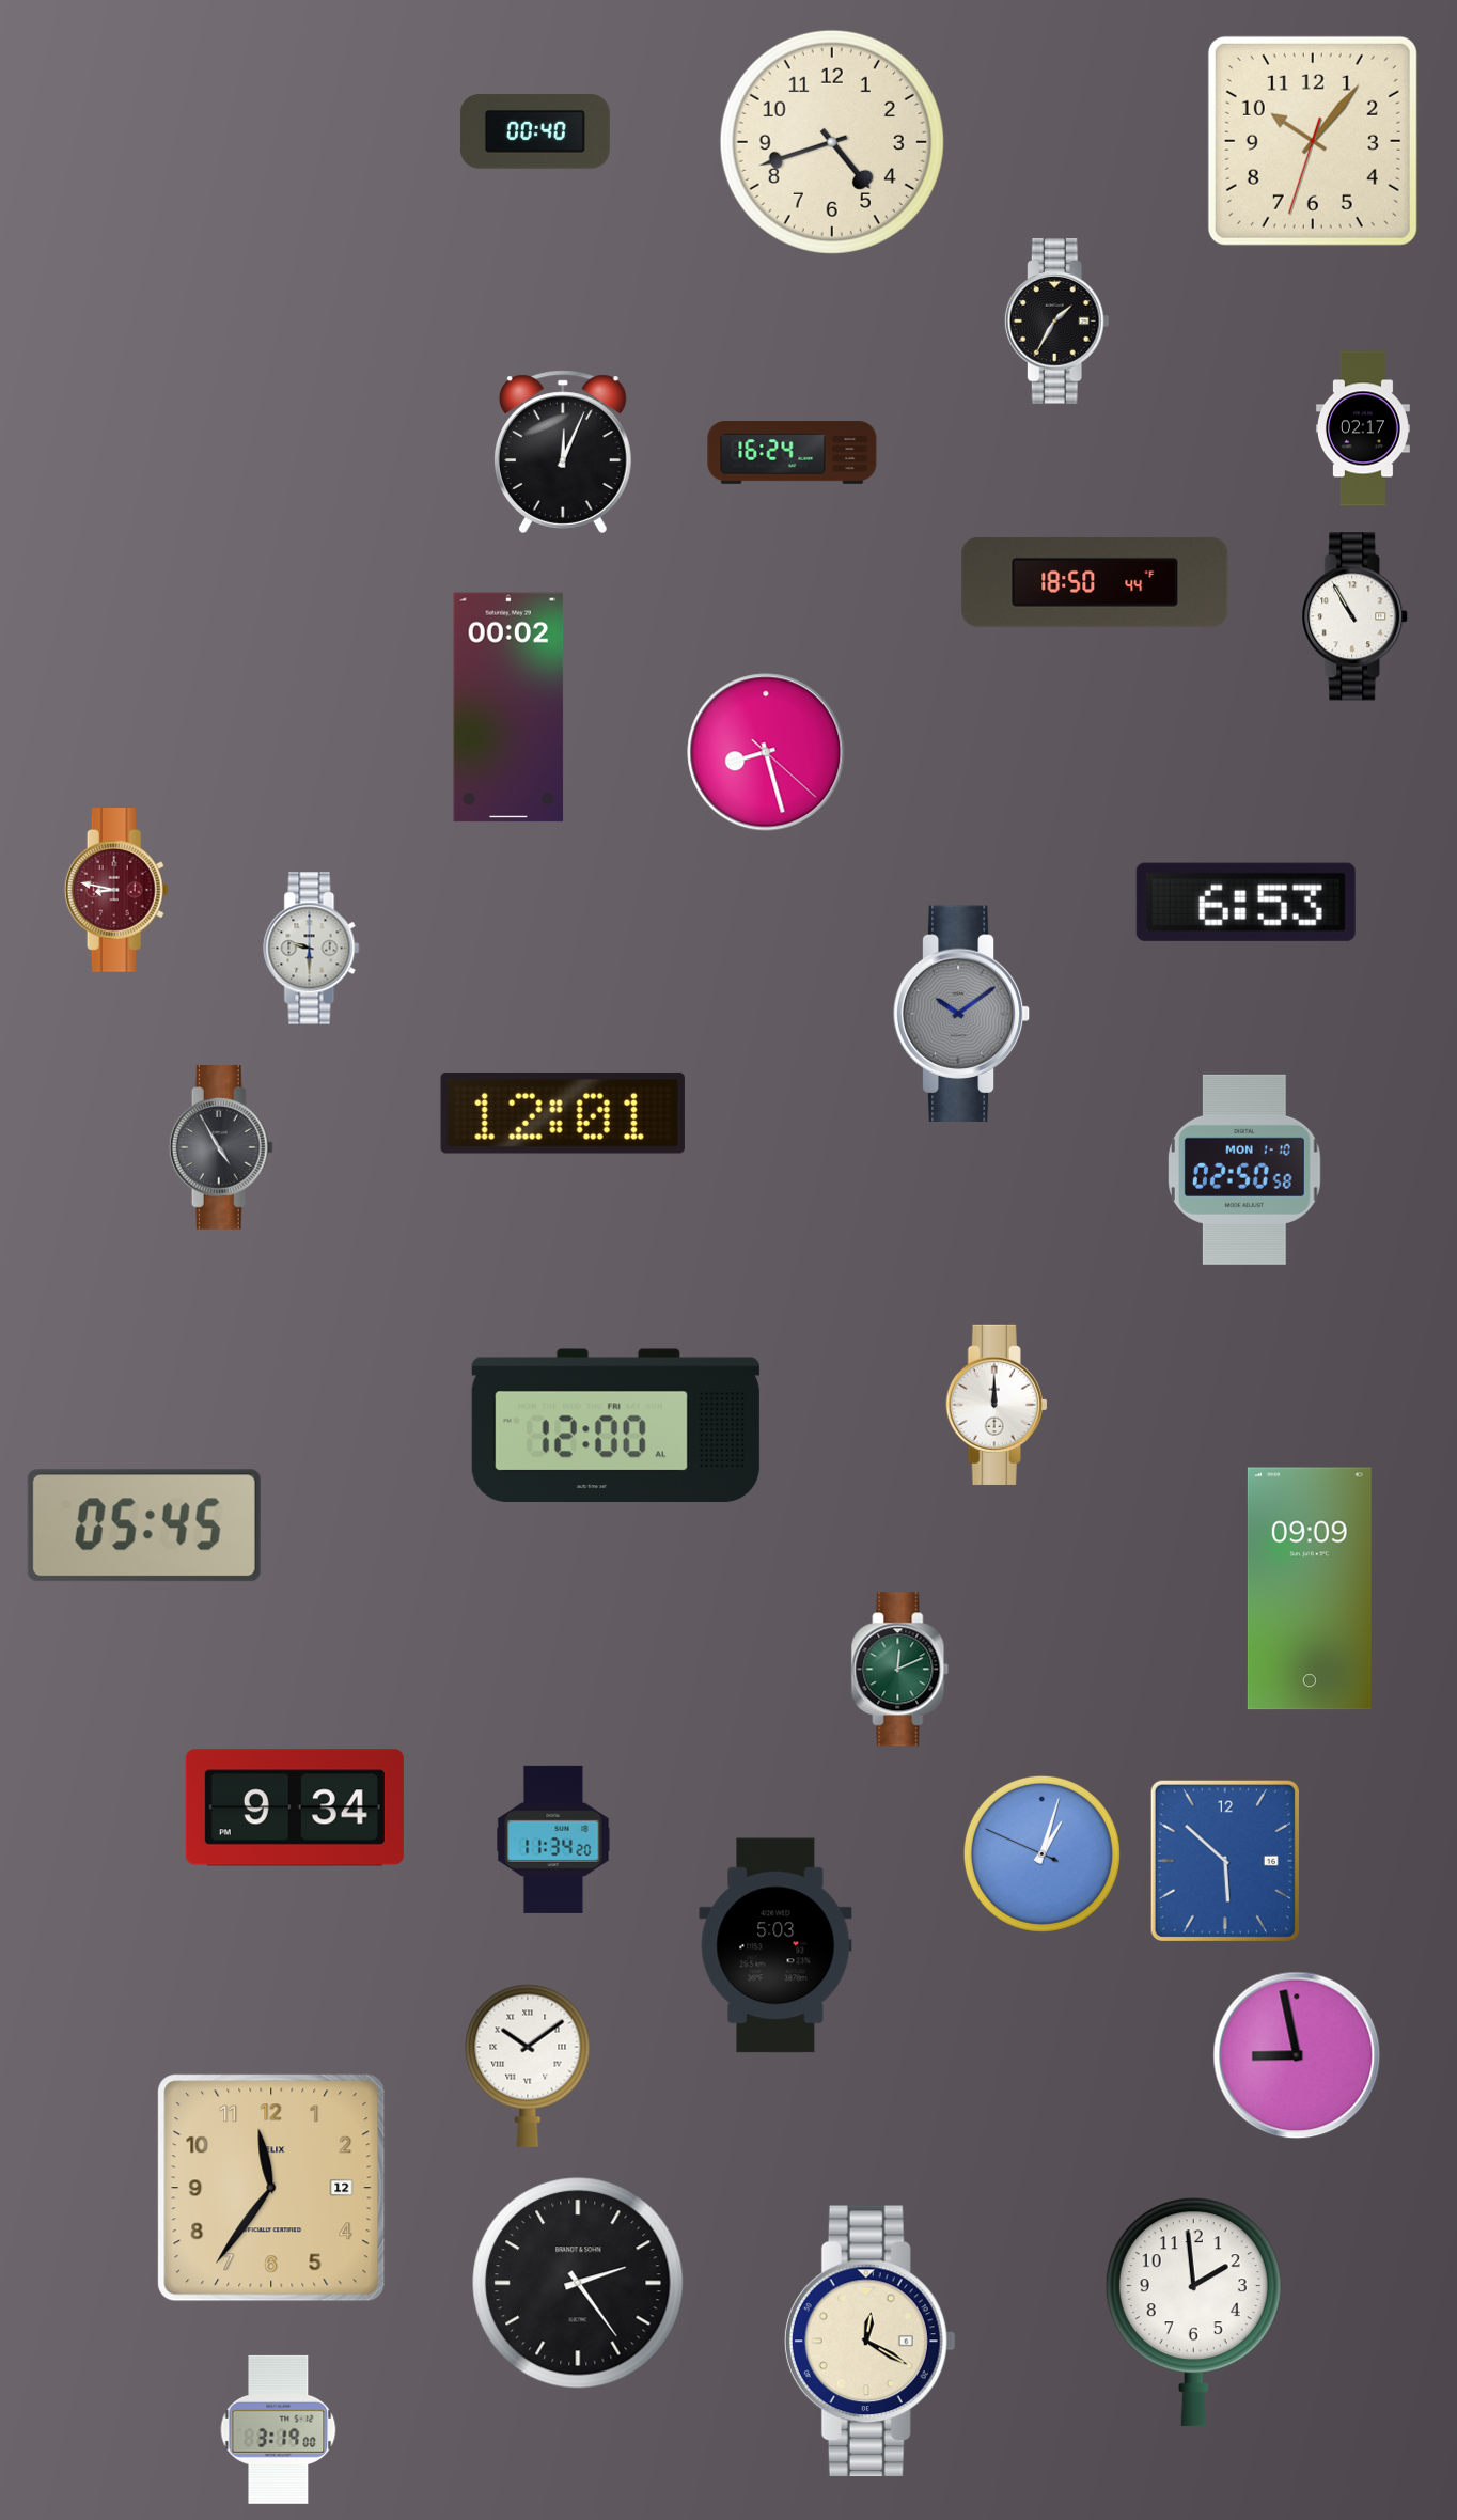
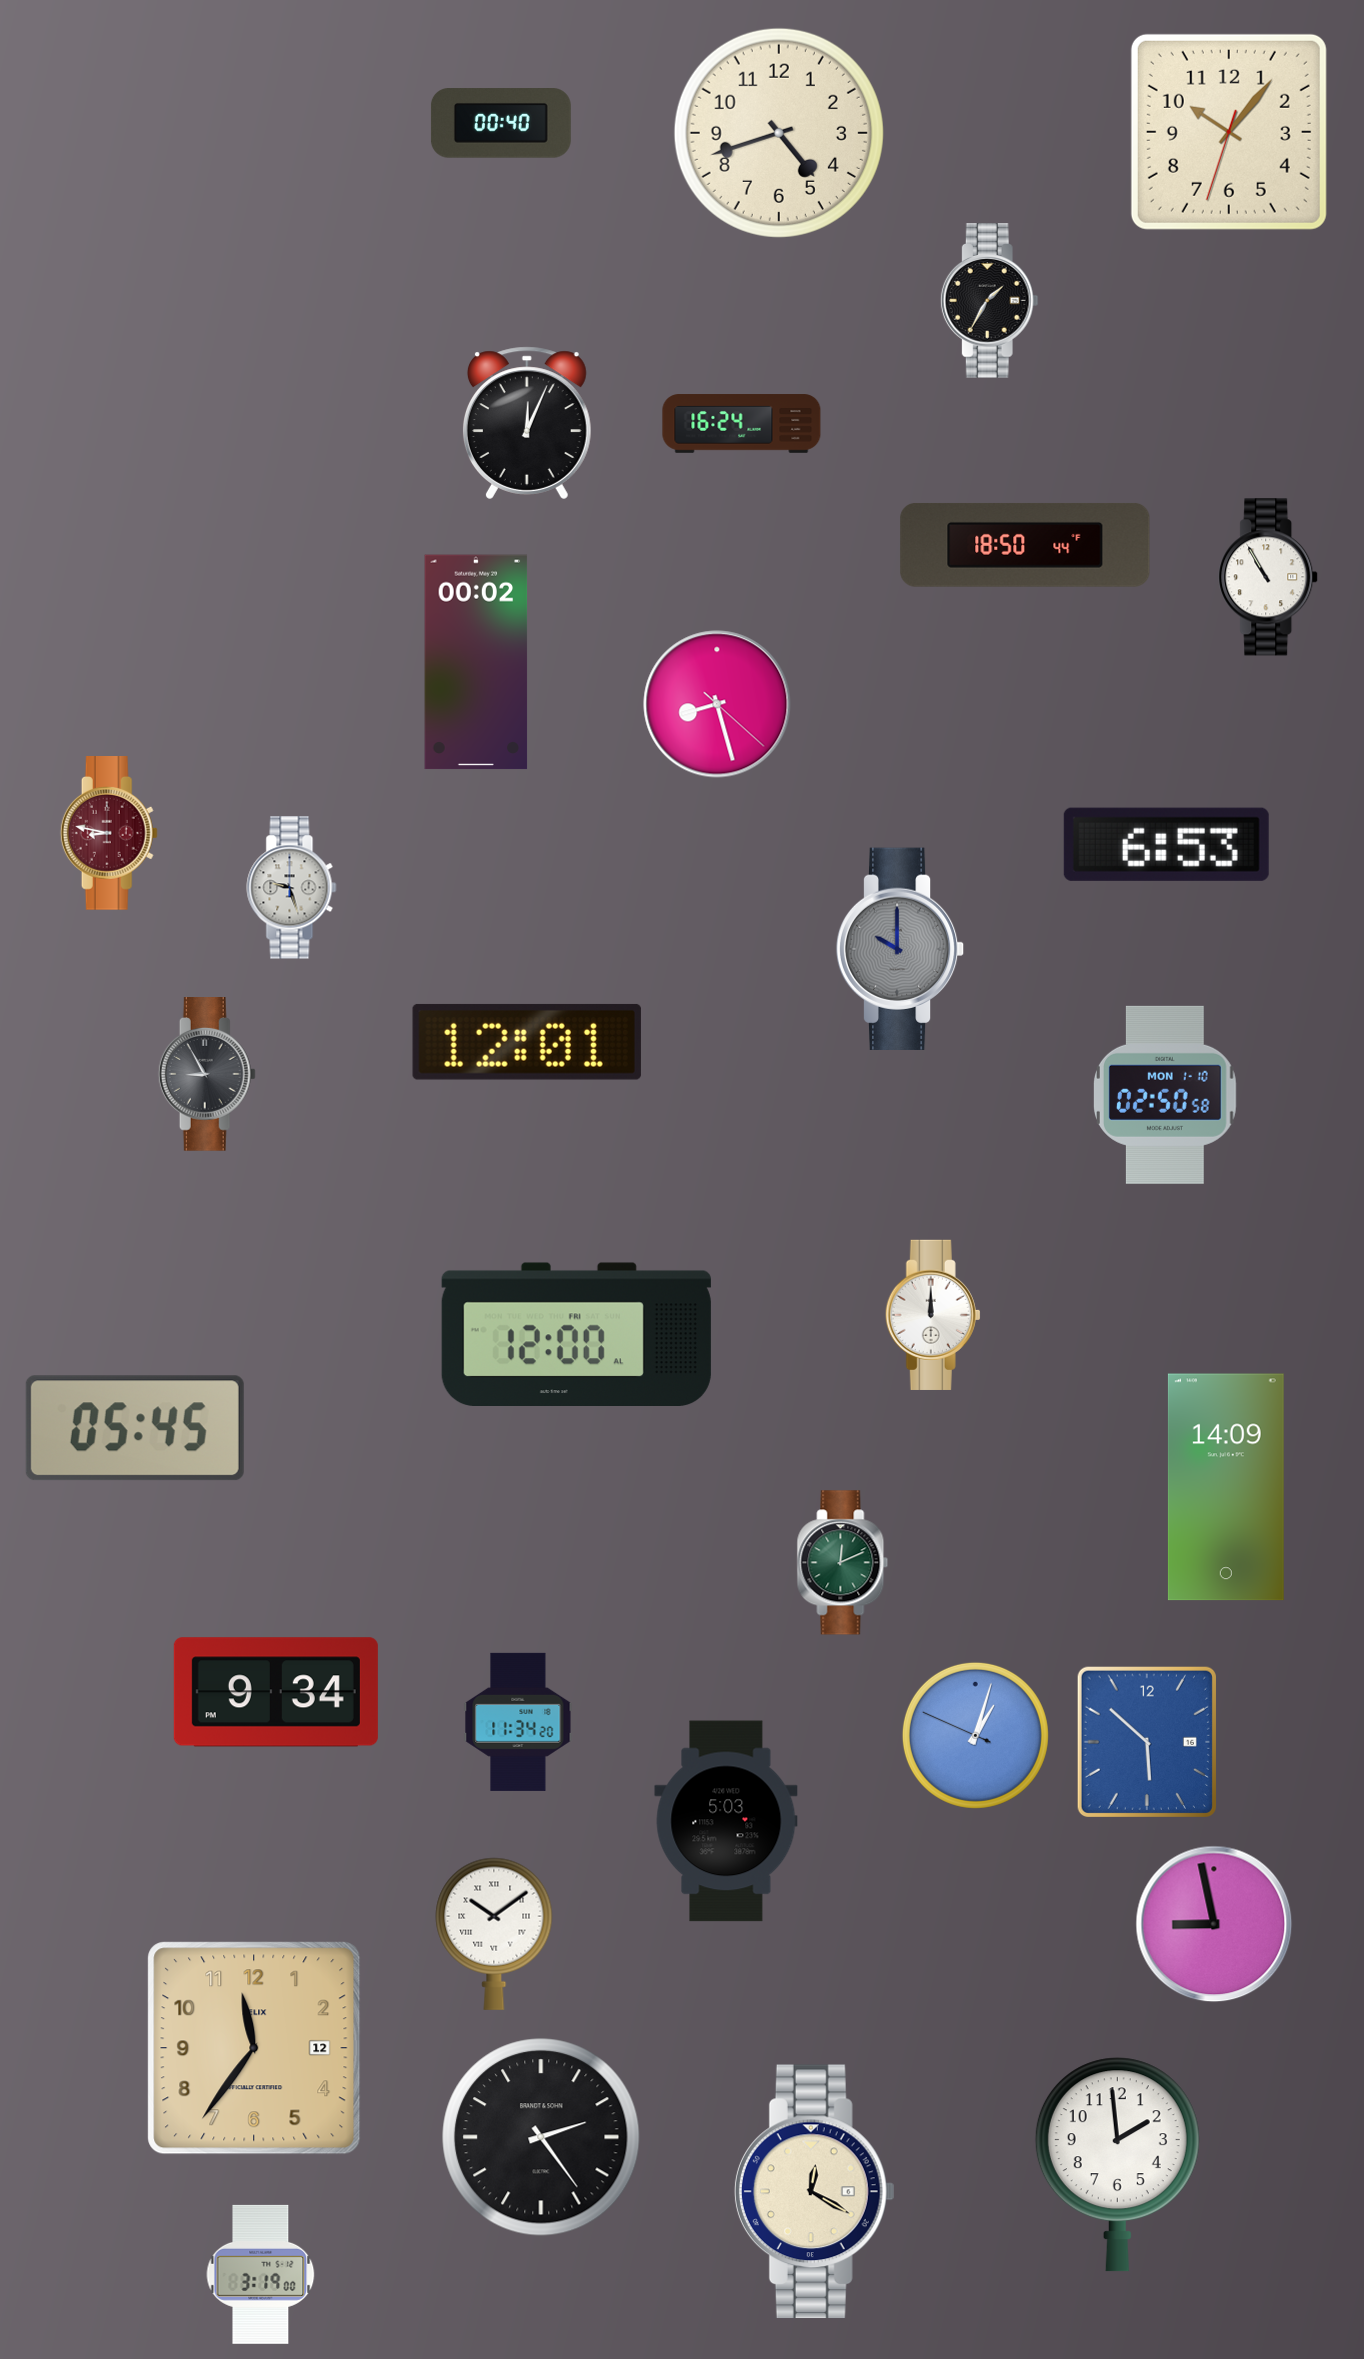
clock at (1363, 428): 02:17 -> none
clock at (312, 949): 9:30 -> 9:27
clock at (961, 1014): 10:09 -> 10:00
clock at (221, 1148): 4:55 -> 8:55
clock at (1310, 1588): 09:09 -> 14:09
